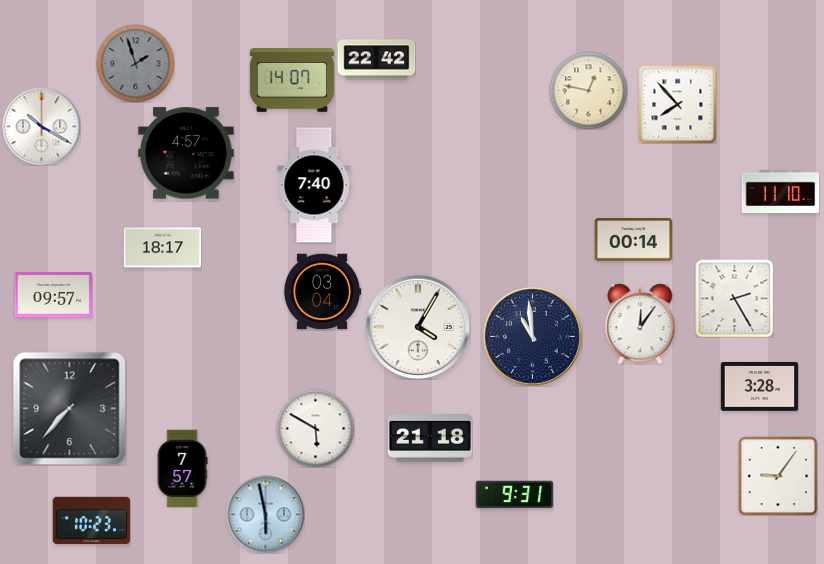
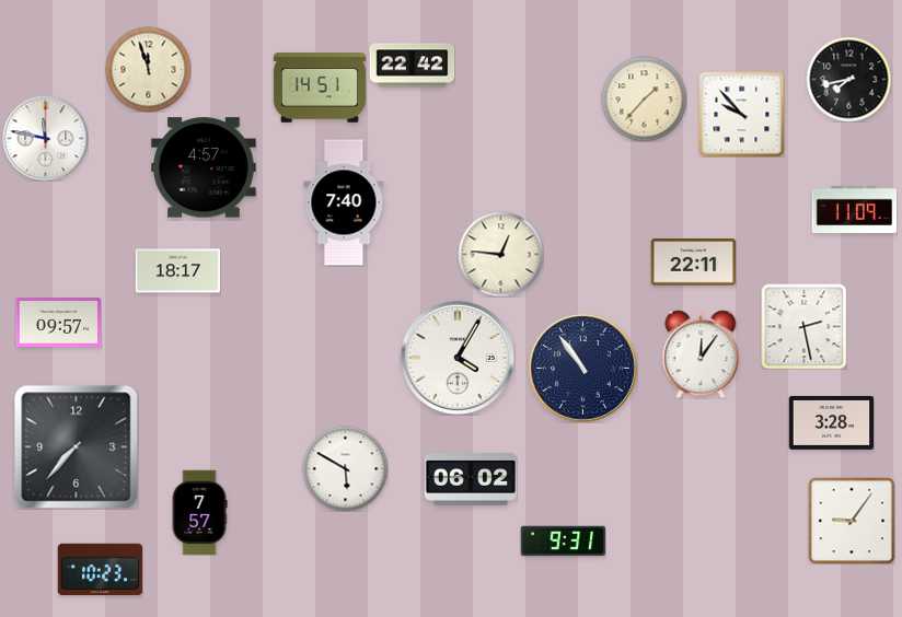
clock at (135, 63): 1:57 -> 11:57
clock at (135, 63) dial: grey -> cream
clock at (848, 79): none -> 7:43
clock at (292, 80): 14:07 -> 14:51
clock at (588, 90): 12:47 -> 1:37
clock at (677, 104): 7:53 -> 9:53
clock at (41, 126): 10:20 -> 11:47
clock at (780, 192): 11:10 -> 11:09
clock at (500, 254): none -> 12:46
clock at (633, 240): 00:14 -> 22:11
clock at (322, 292): 03:04 -> none
clock at (734, 298): 2:25 -> 2:28
clock at (532, 336): 10:59 -> 10:54
clock at (430, 439): 21:18 -> 06:02
clock at (265, 514): 5:58 -> none
